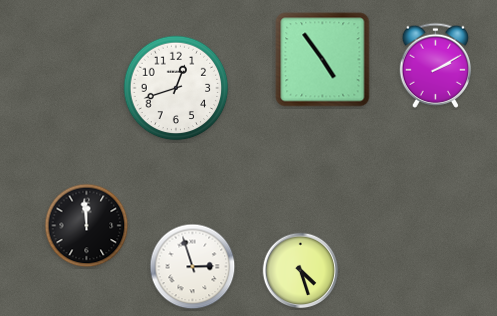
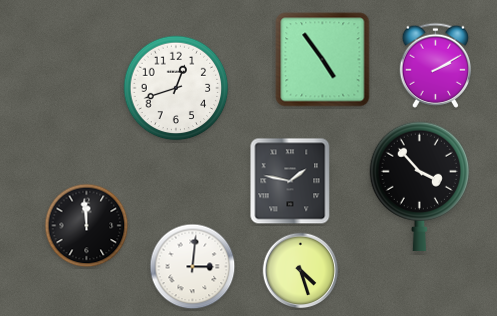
clock at (290, 181): none -> 1:47
clock at (419, 186): none -> 3:53
clock at (193, 267): 2:57 -> 3:01
